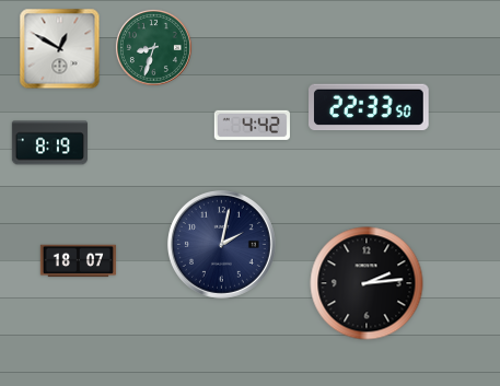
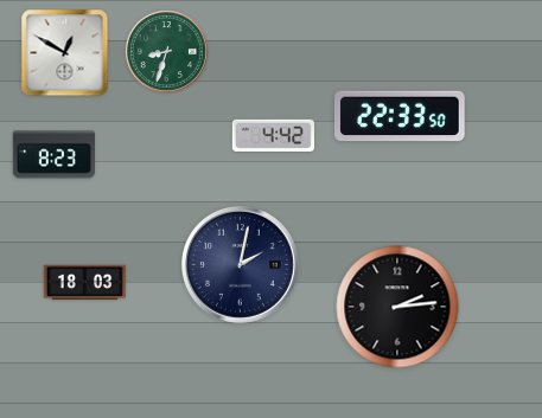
clock at (49, 143): 8:19 -> 8:23
clock at (78, 261): 18:07 -> 18:03
